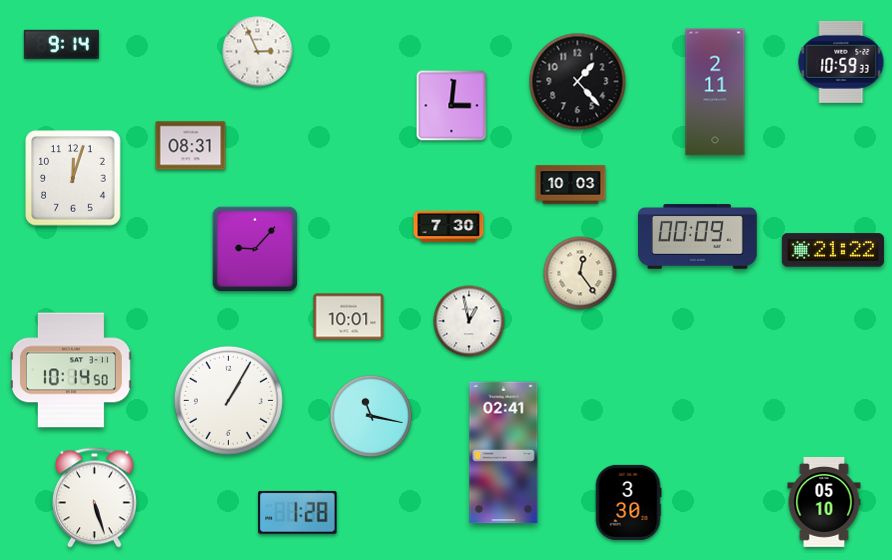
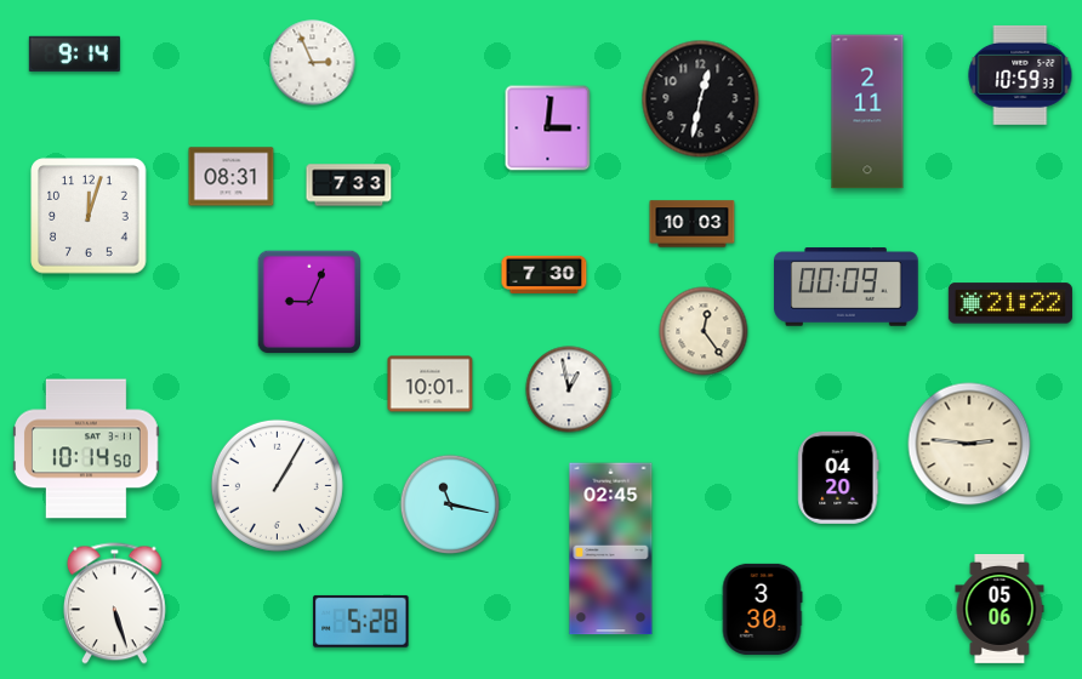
clock at (578, 82): 1:23 -> 12:32
clock at (349, 186): none -> 7:33
clock at (255, 249): 9:07 -> 9:04
clock at (349, 317) position: (349, 317) -> (431, 384)
clock at (969, 444): none -> 2:46
clock at (838, 478): none -> 04:20
clock at (504, 453): 02:41 -> 02:45
clock at (824, 502): 05:10 -> 05:06
clock at (298, 512): 1:28 -> 5:28
